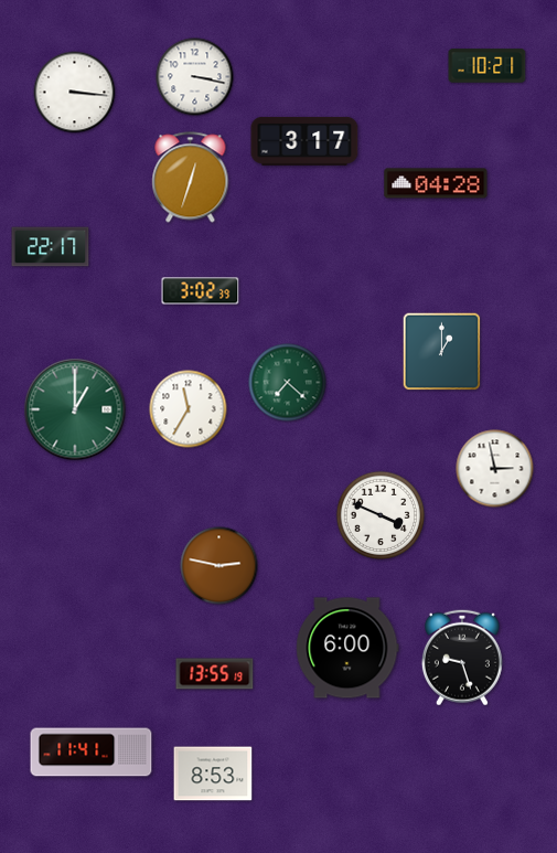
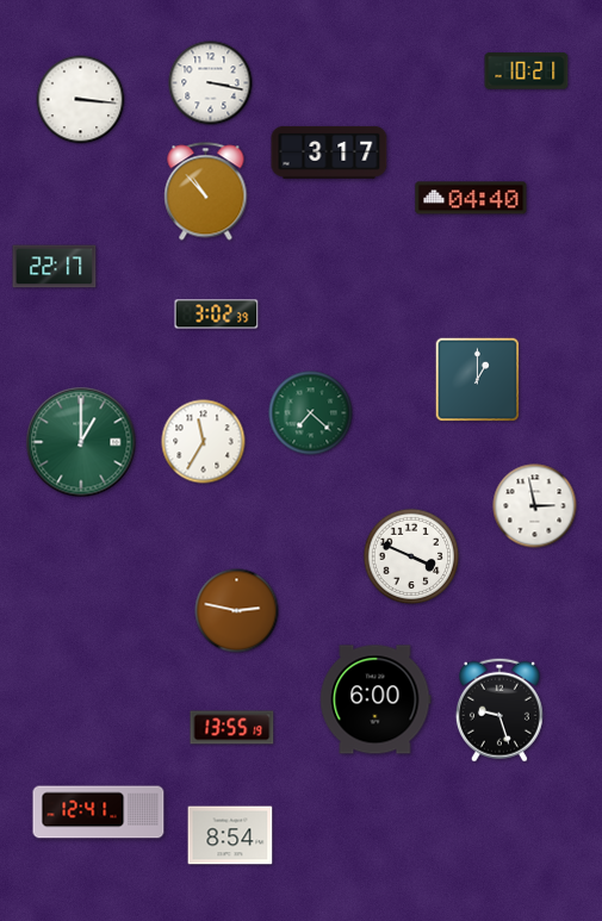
clock at (191, 178): 12:33 -> 10:53
clock at (436, 183): 04:28 -> 04:40
clock at (92, 753): 11:41 -> 12:41
clock at (213, 774): 8:53 -> 8:54
